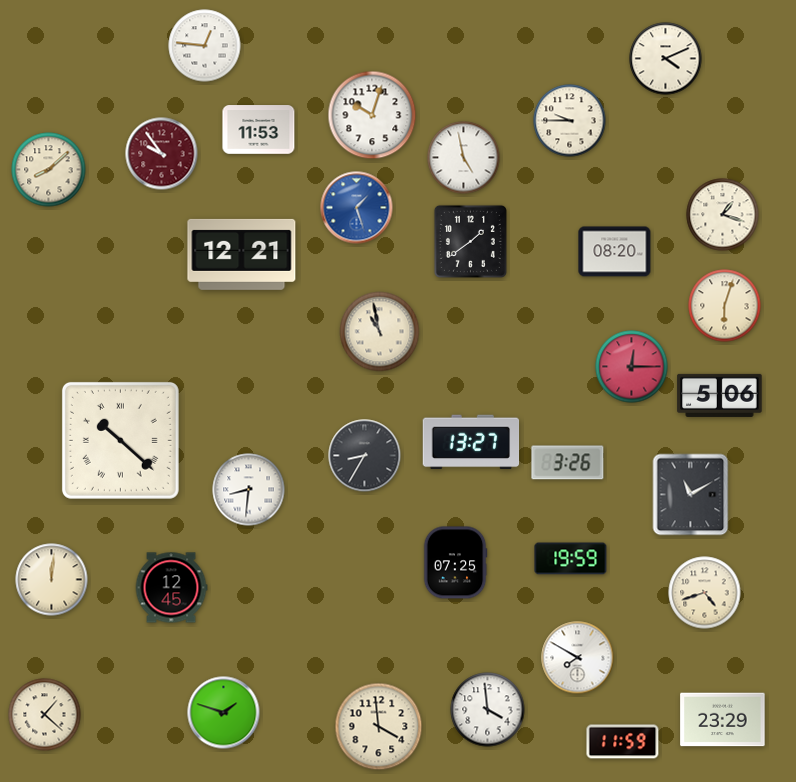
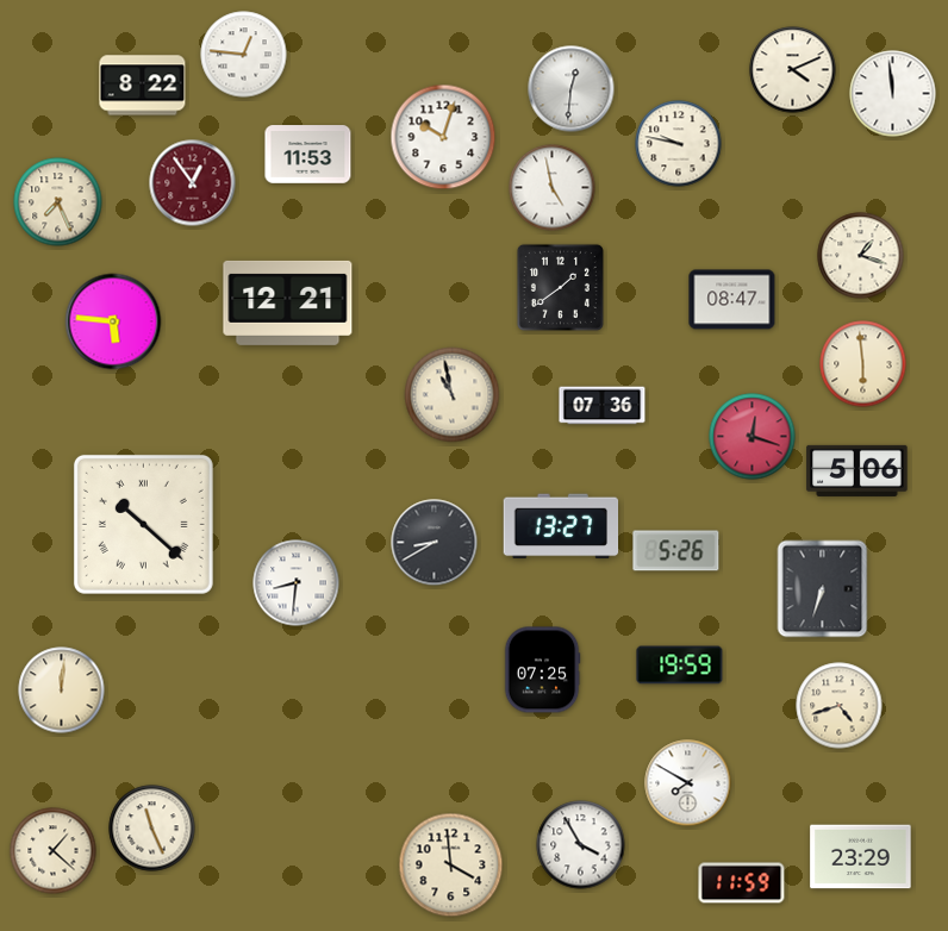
clock at (143, 86): none -> 8:22
clock at (572, 89): none -> 12:31
clock at (893, 94): none -> 11:59
clock at (570, 121): 9:45 -> 9:47
clock at (162, 154): 9:54 -> 12:54
clock at (49, 170): 8:08 -> 7:26
clock at (357, 208): 1:27 -> none
clock at (615, 252): 08:20 -> 08:47
clock at (113, 321): none -> 5:46
clock at (725, 306): 6:03 -> 5:59
clock at (603, 406): none -> 07:36
clock at (632, 367): 12:15 -> 12:18
clock at (365, 456): 8:35 -> 8:40
clock at (568, 463): 3:26 -> 5:26
clock at (691, 495): 11:10 -> 6:33
clock at (171, 588): 12:45 -> none
clock at (152, 829): none -> 11:26
clock at (488, 710): 3:59 -> 3:55
clock at (224, 713): 1:48 -> none
